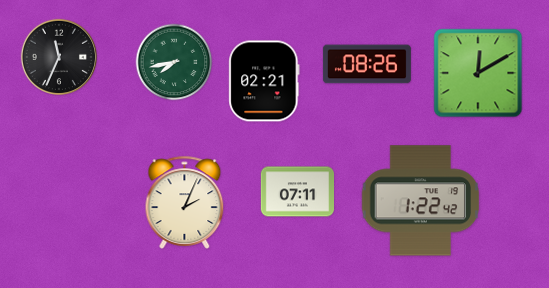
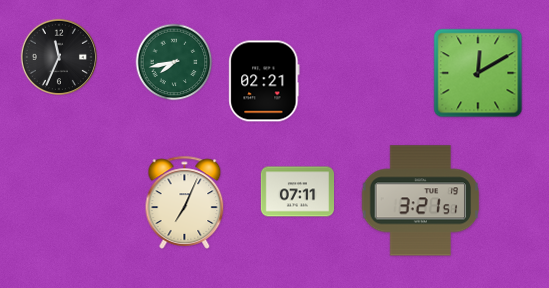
clock at (367, 64): 08:26 -> none
clock at (421, 201): 1:22 -> 3:21
clock at (185, 202): 2:04 -> 7:04
